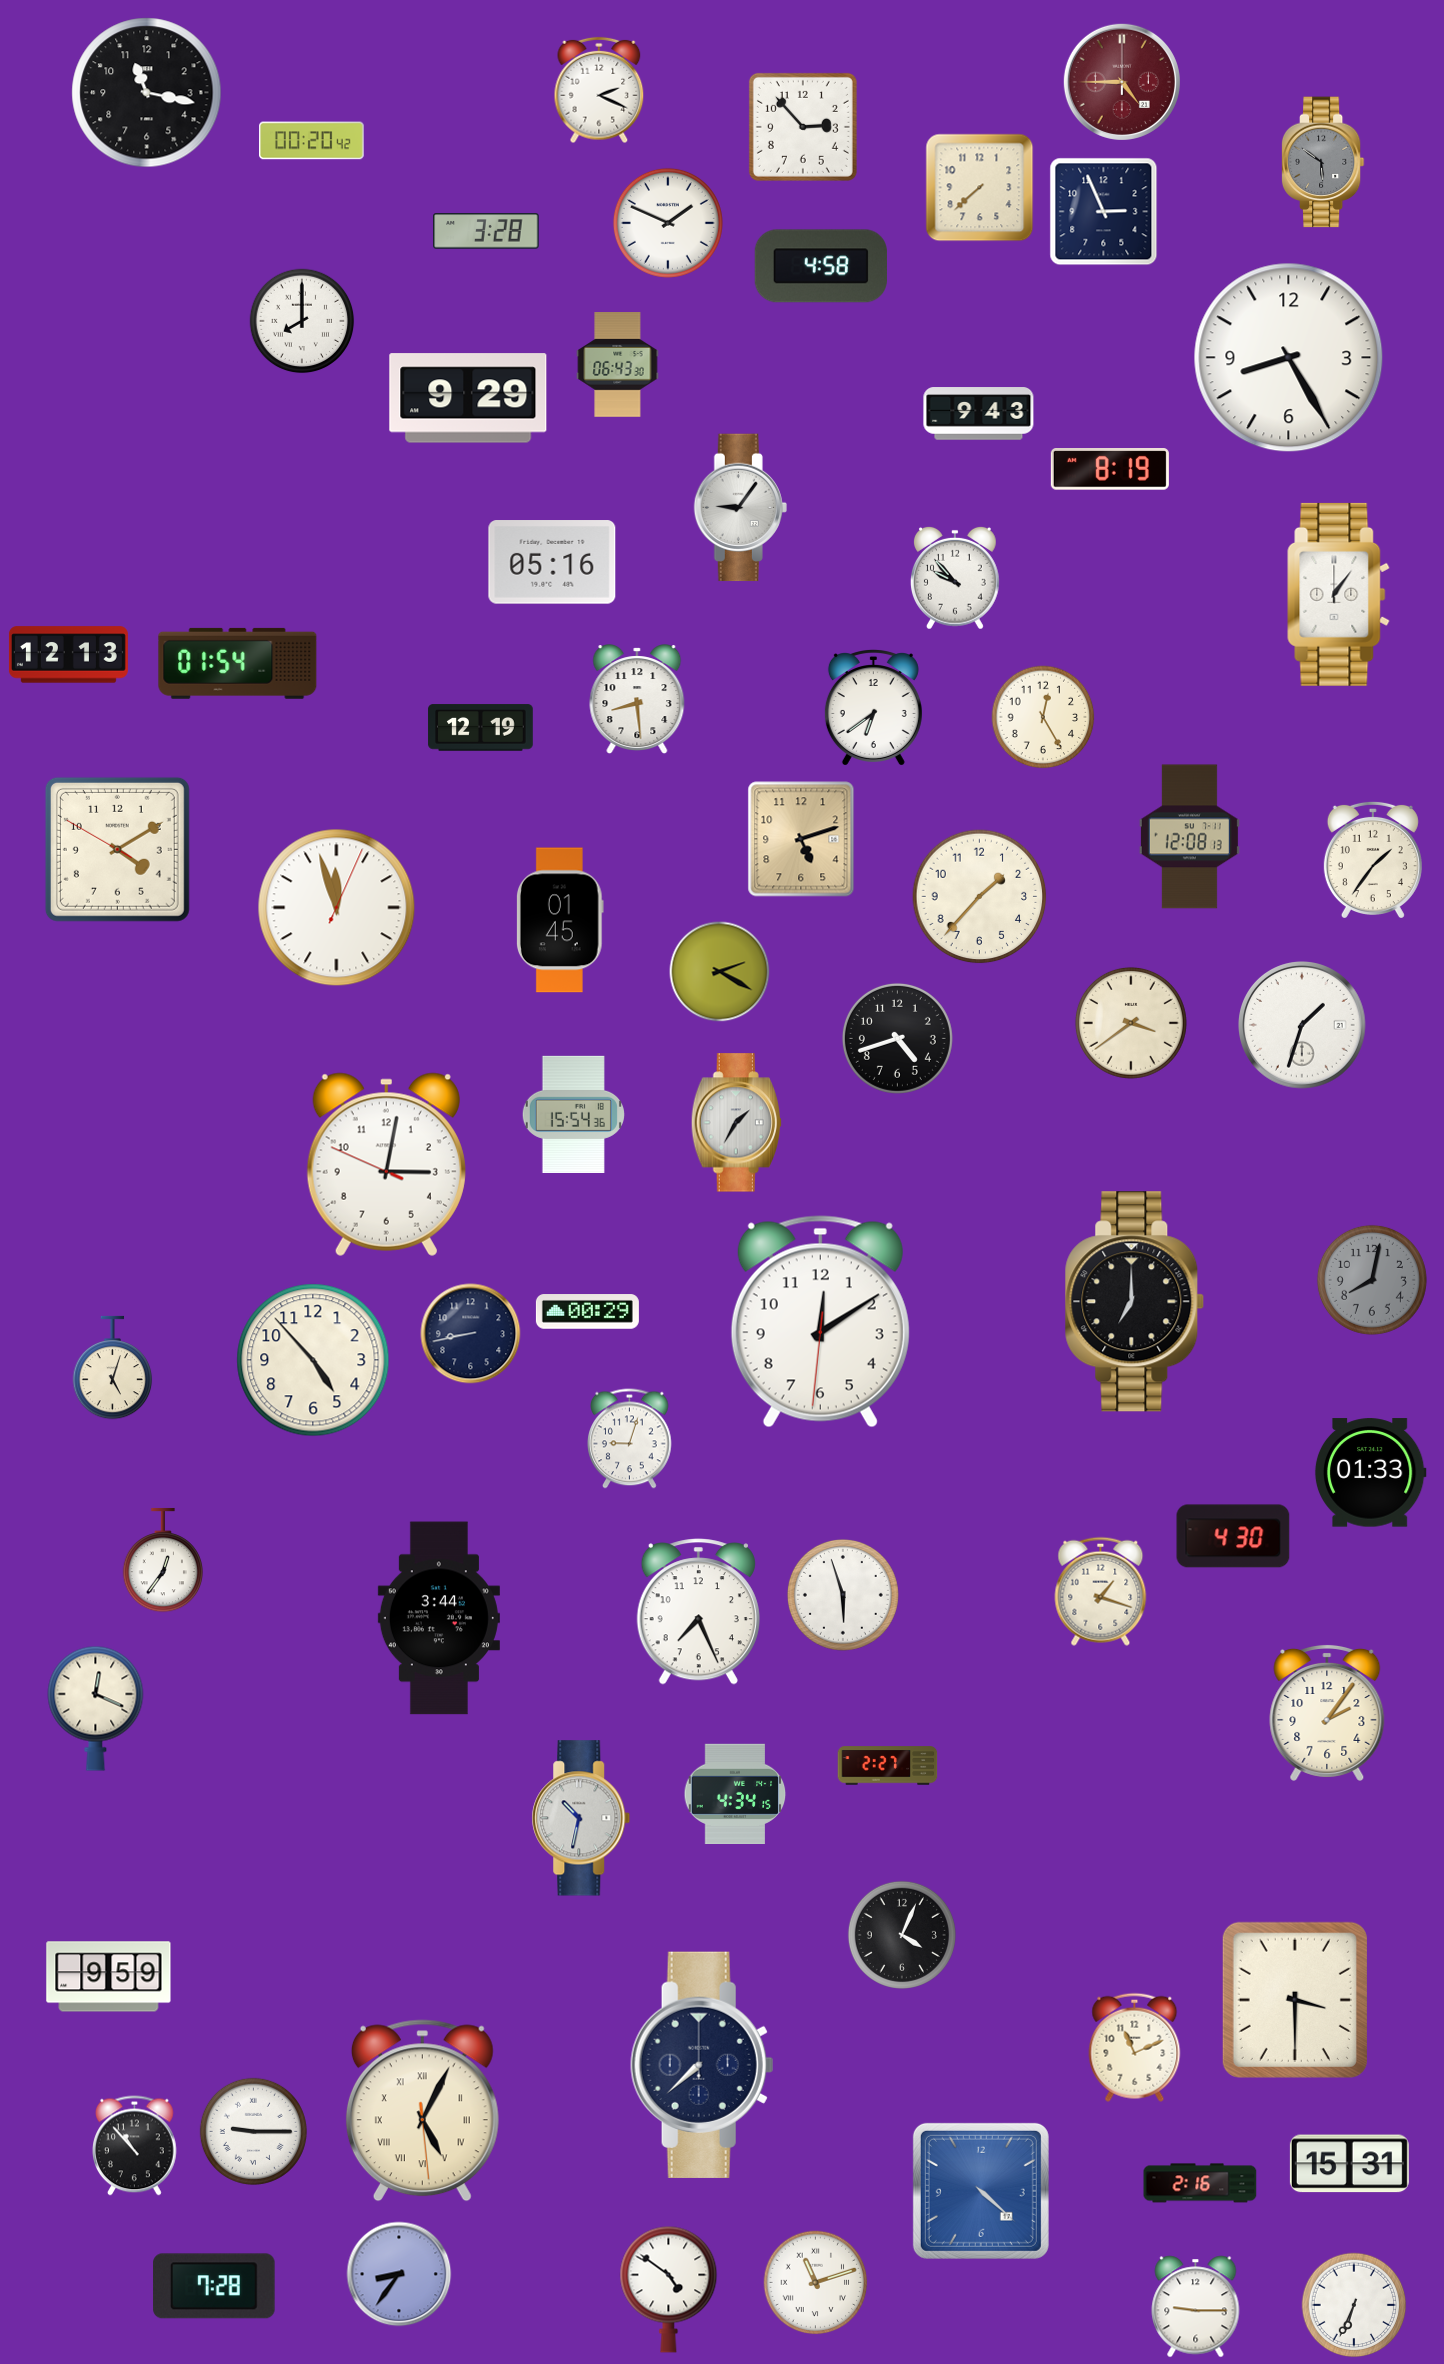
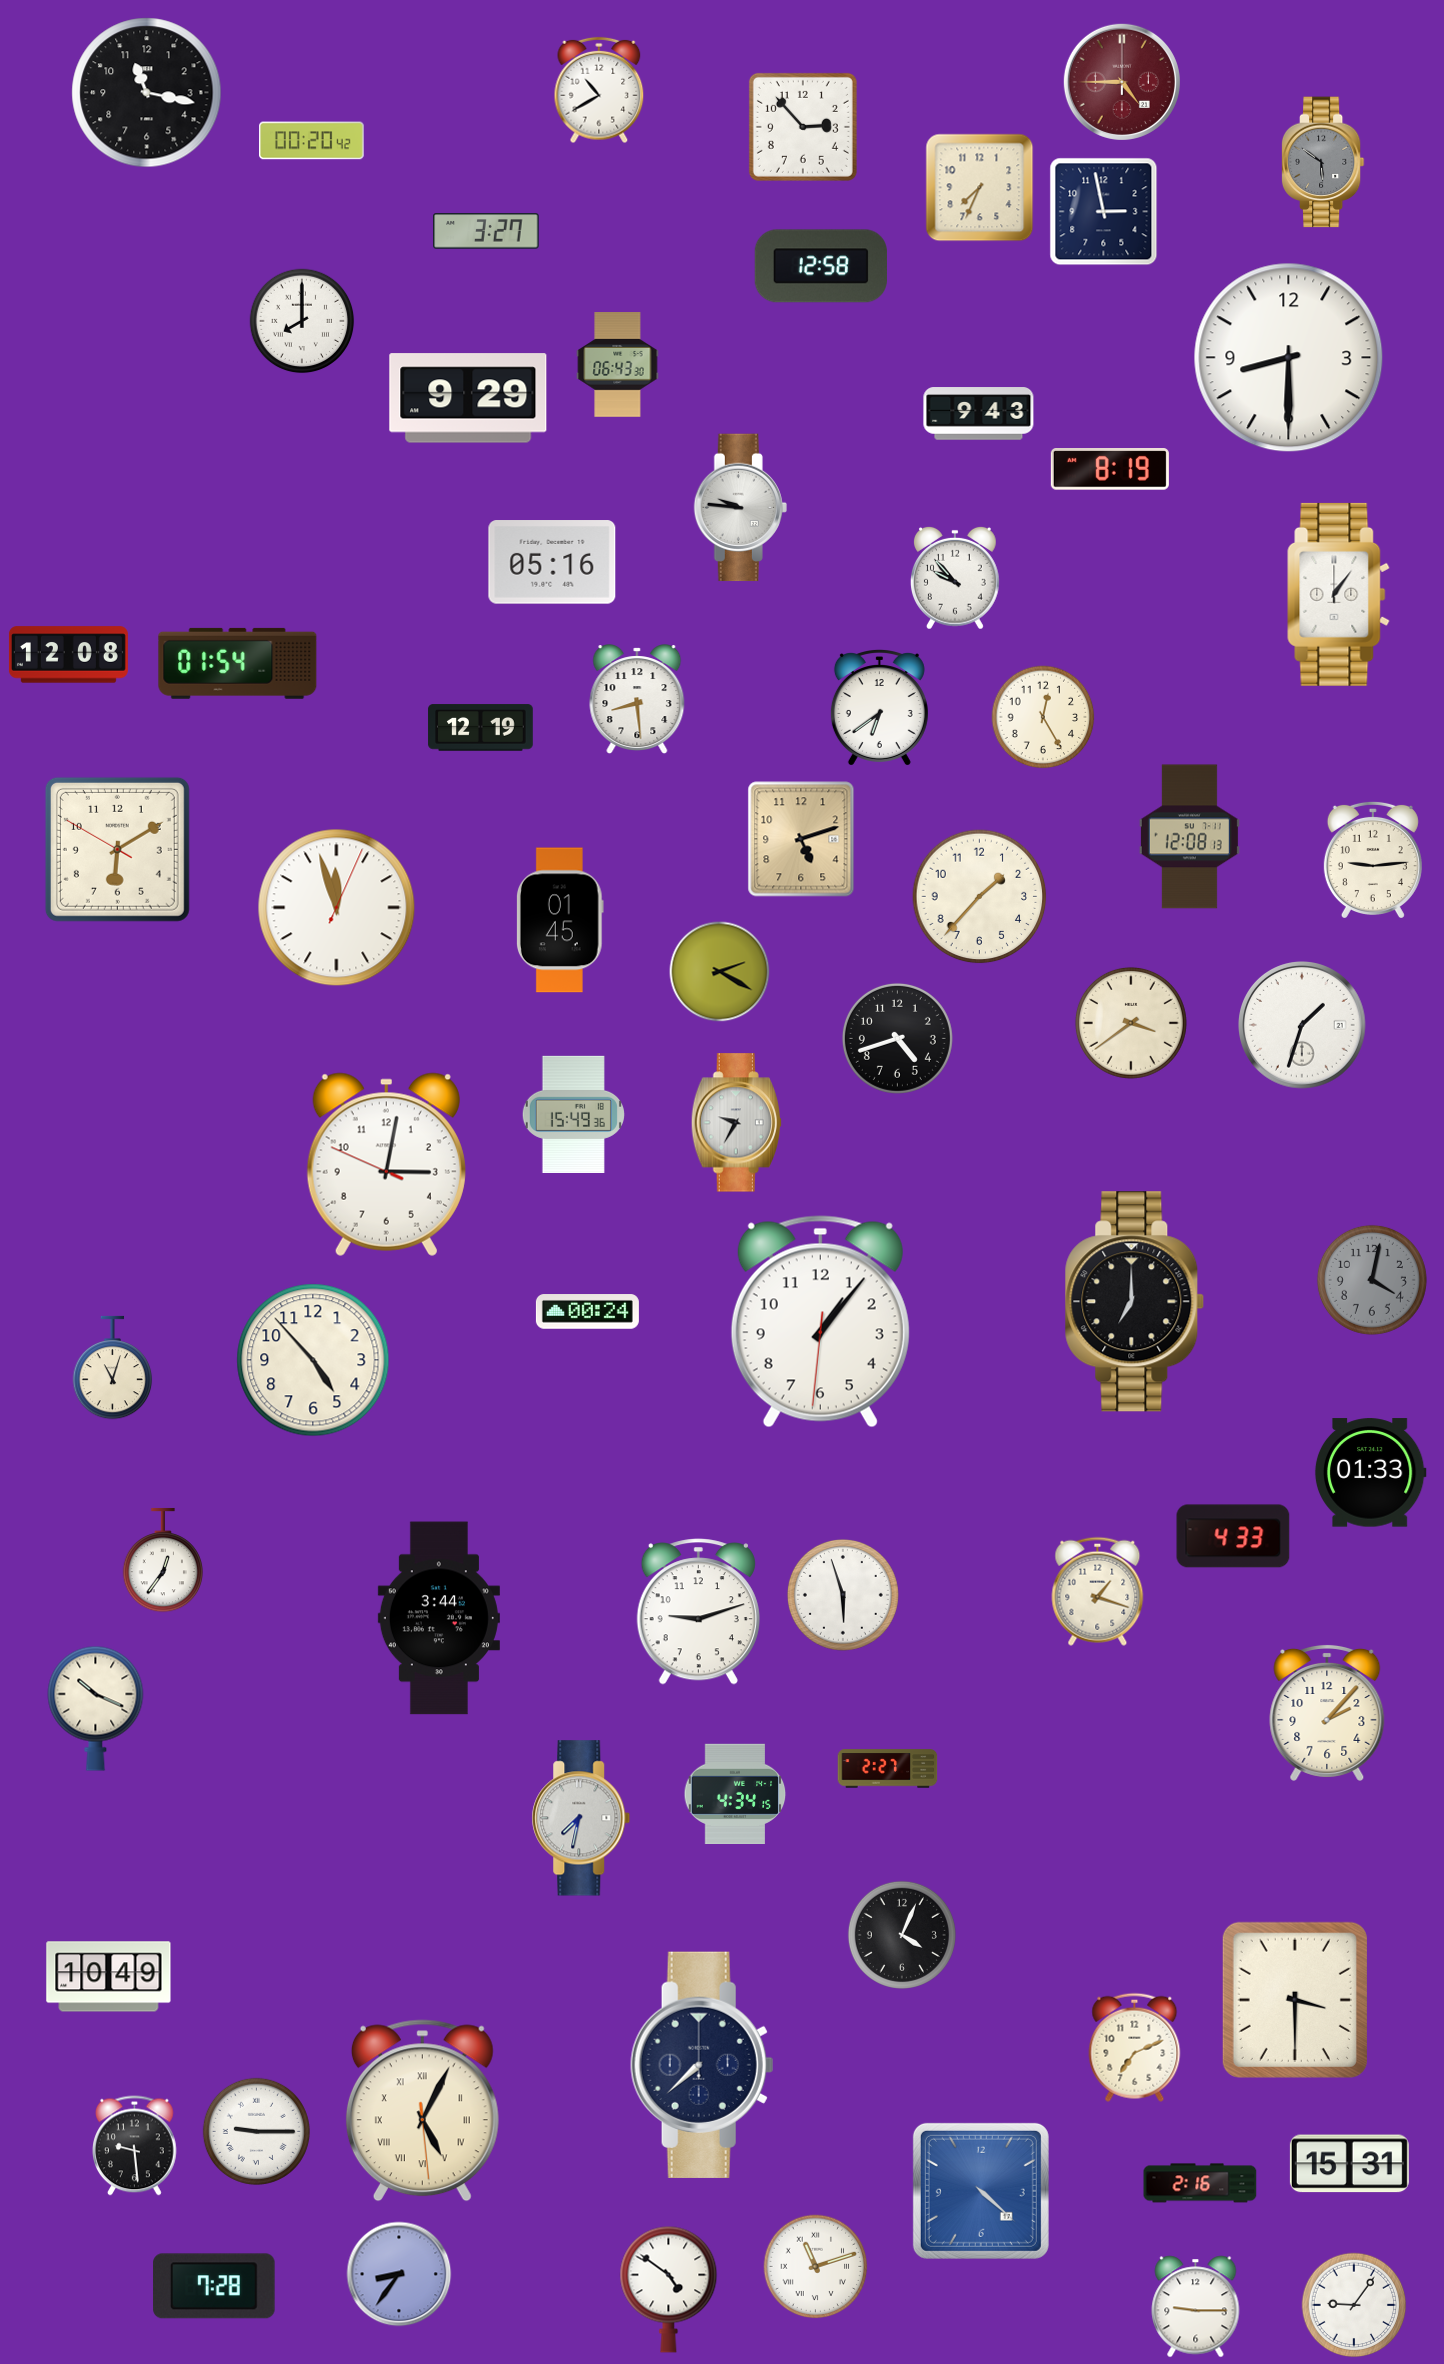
clock at (599, 90): 2:19 -> 10:40
clock at (980, 188): 7:38 -> 7:34
clock at (1104, 212): 2:56 -> 2:58
clock at (668, 223): 1:49 -> none
clock at (486, 231): 3:28 -> 3:27
clock at (821, 266): 4:58 -> 12:58
clock at (1289, 358): 8:25 -> 8:30
clock at (740, 508): 9:06 -> 9:46
clock at (68, 655): 12:13 -> 12:08
clock at (873, 708) position: (873, 708) -> (879, 708)
clock at (117, 849): 4:09 -> 6:09
clock at (1373, 859): 1:36 -> 9:14
clock at (573, 1114): 15:54 -> 15:49
clock at (736, 1123): 1:35 -> 9:35
clock at (1372, 1280): 8:02 -> 4:02
clock at (587, 1312): 00:29 -> 00:24
clock at (820, 1322): 12:09 -> 1:06
clock at (471, 1334): 8:43 -> none
clock at (113, 1368): 5:03 -> 11:03
clock at (630, 1439): 9:03 -> none
clock at (1233, 1536): 4:30 -> 4:33
clock at (1101, 1591) position: (1101, 1591) -> (1098, 1591)
clock at (698, 1612): 7:26 -> 9:12
clock at (96, 1708): 12:19 -> 10:19
clock at (1327, 1712): 2:06 -> 2:07
clock at (888, 1766) position: (888, 1766) -> (888, 1769)
clock at (581, 1818): 10:32 -> 7:32
clock at (109, 1977): 9:59 -> 10:49
clock at (1135, 2047): 11:11 -> 7:11
clock at (253, 2131) position: (253, 2131) -> (256, 2131)
clock at (135, 2146): 10:53 -> 9:29
clock at (816, 2283) position: (816, 2283) -> (816, 2267)
clock at (1354, 2305): 6:34 -> 9:06
